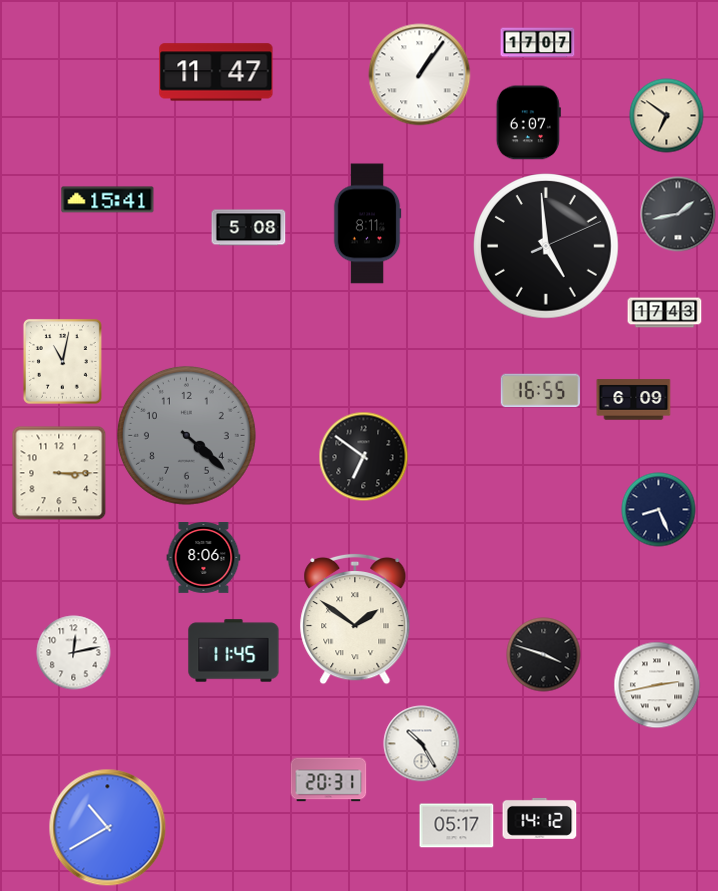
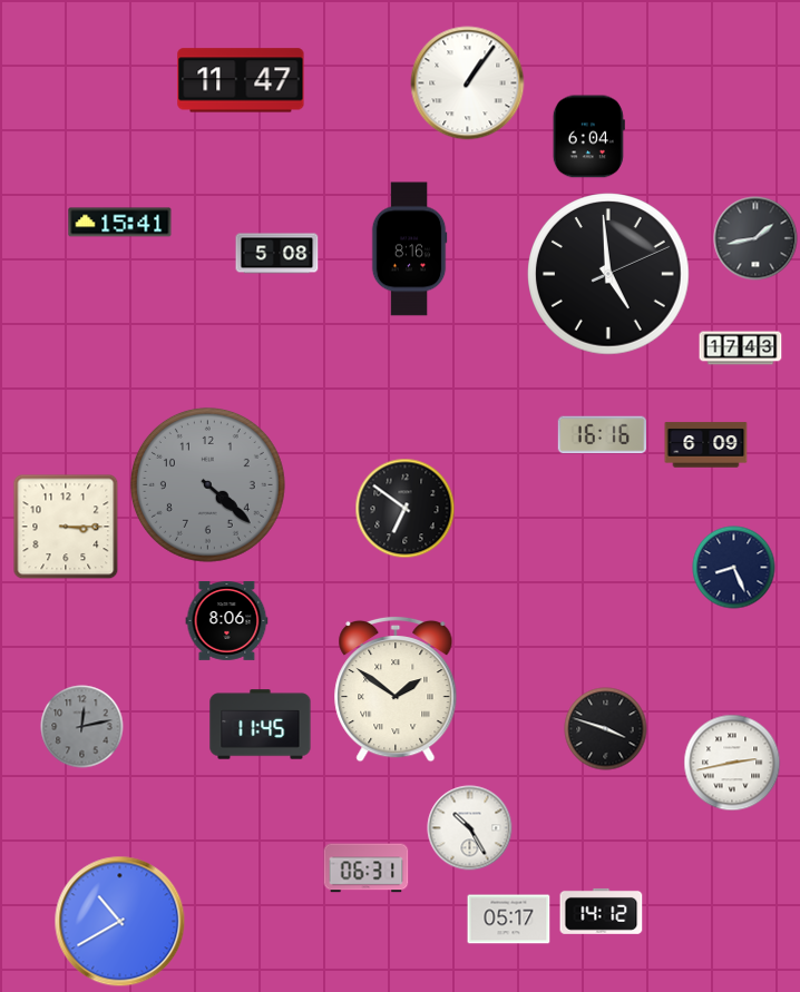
clock at (538, 43): 17:07 -> none
clock at (667, 116): 6:51 -> none
clock at (528, 123): 6:07 -> 6:04
clock at (367, 224): 8:11 -> 8:16
clock at (62, 361): 11:02 -> none
clock at (541, 391): 16:55 -> 16:16
clock at (74, 653) dial: white -> grey
clock at (329, 780): 20:31 -> 06:31
